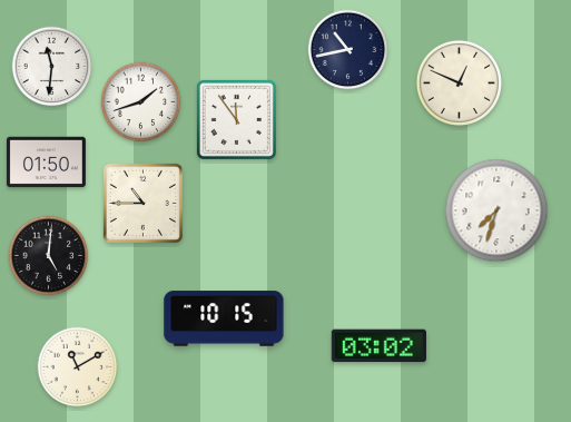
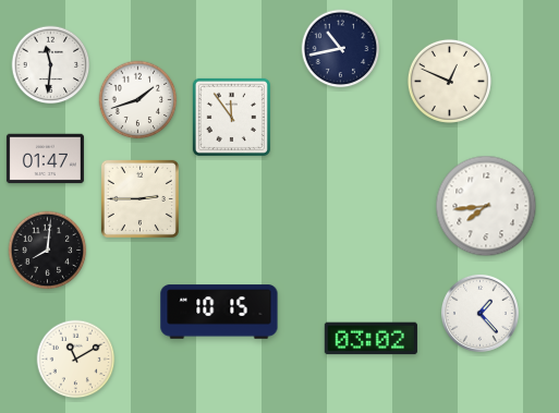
clock at (46, 163): 01:50 -> 01:47
clock at (142, 203): 10:45 -> 2:45
clock at (496, 210): 7:33 -> 7:44
clock at (49, 256): 5:01 -> 8:01
clock at (479, 313): none -> 1:23
